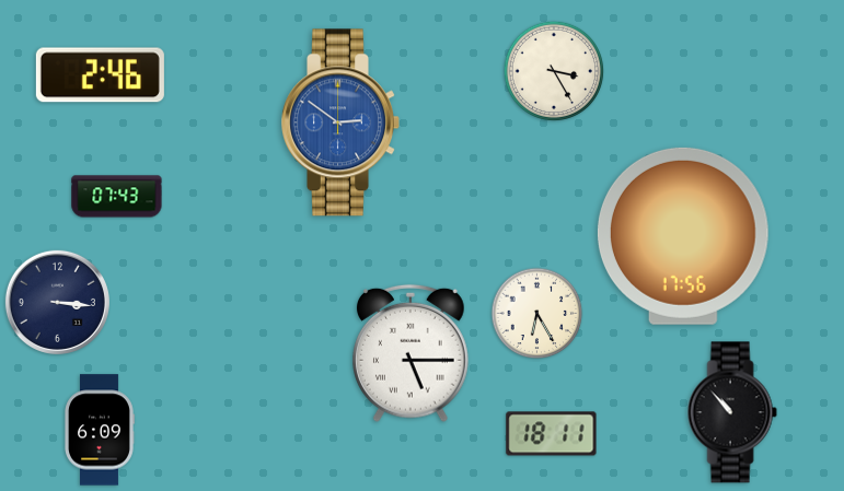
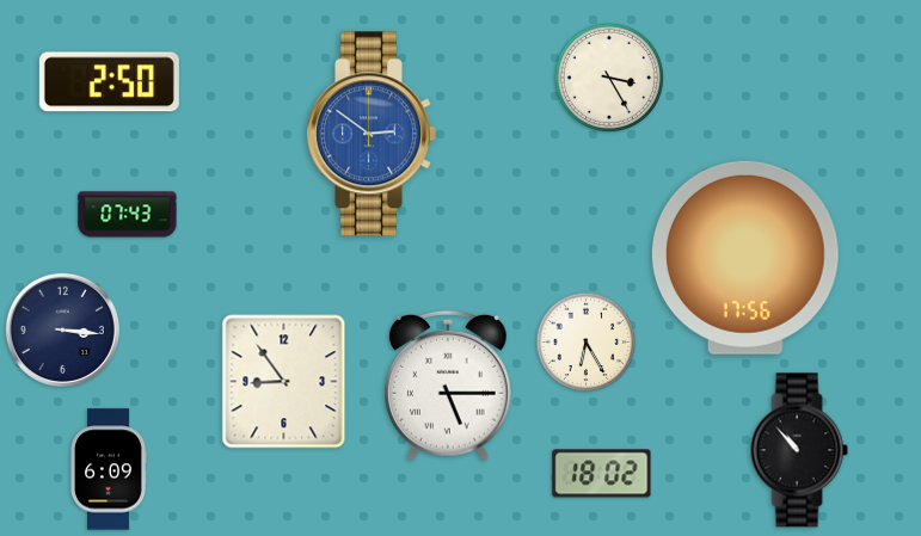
clock at (554, 71) position: (554, 71) -> (609, 78)
clock at (100, 75): 2:46 -> 2:50
clock at (284, 382): none -> 8:54
clock at (552, 434): 18:11 -> 18:02
